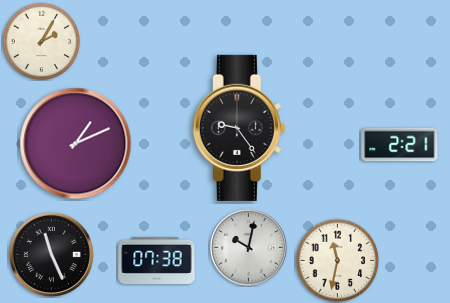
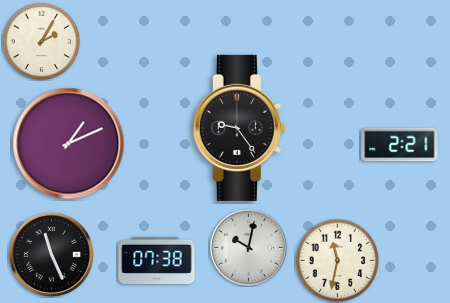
clock at (76, 144) position: (76, 144) -> (69, 144)
